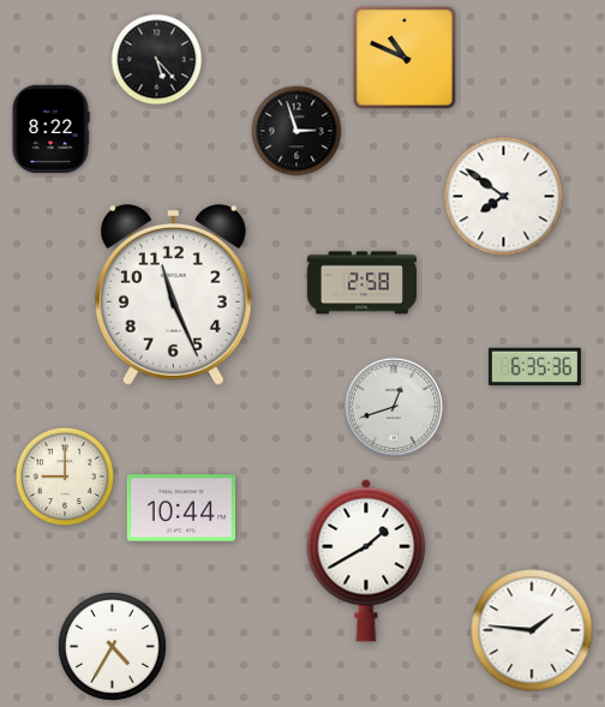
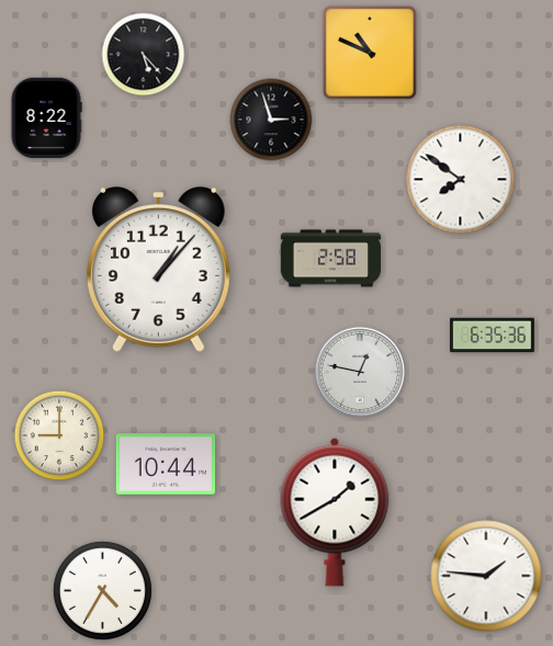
clock at (173, 295): 11:26 -> 1:07
clock at (535, 367) position: (535, 367) -> (493, 336)
clock at (393, 406): 12:42 -> 12:47
